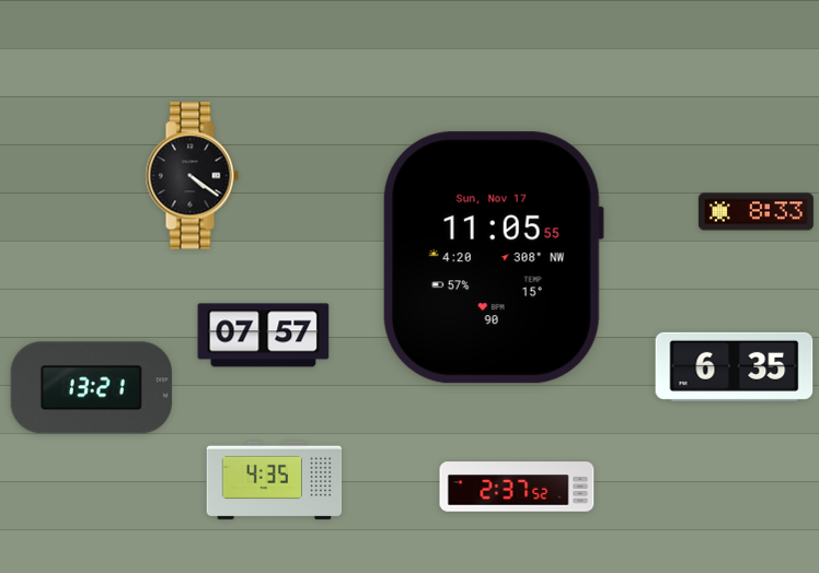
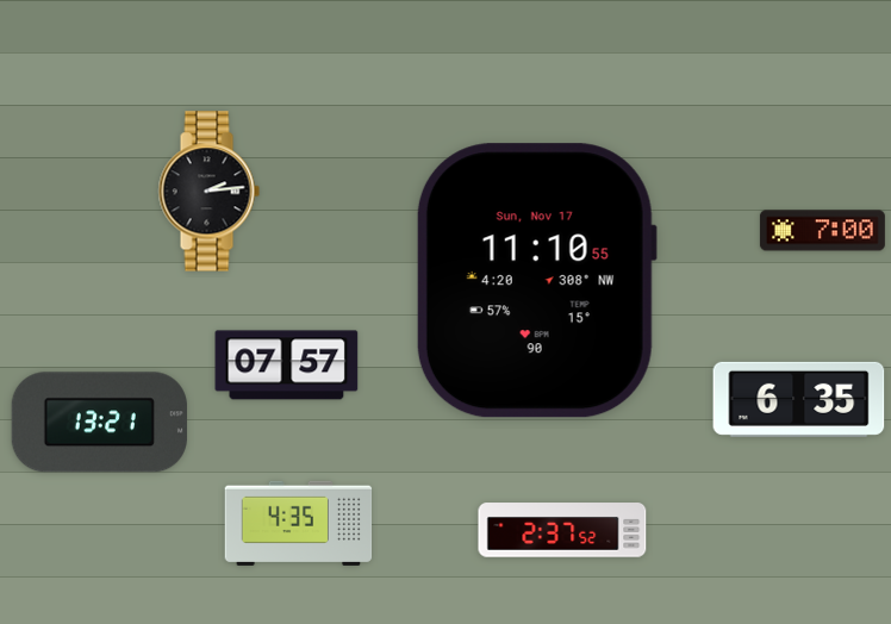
clock at (192, 176): 4:21 -> 2:14
clock at (755, 212): 8:33 -> 7:00
clock at (493, 258): 11:05 -> 11:10
